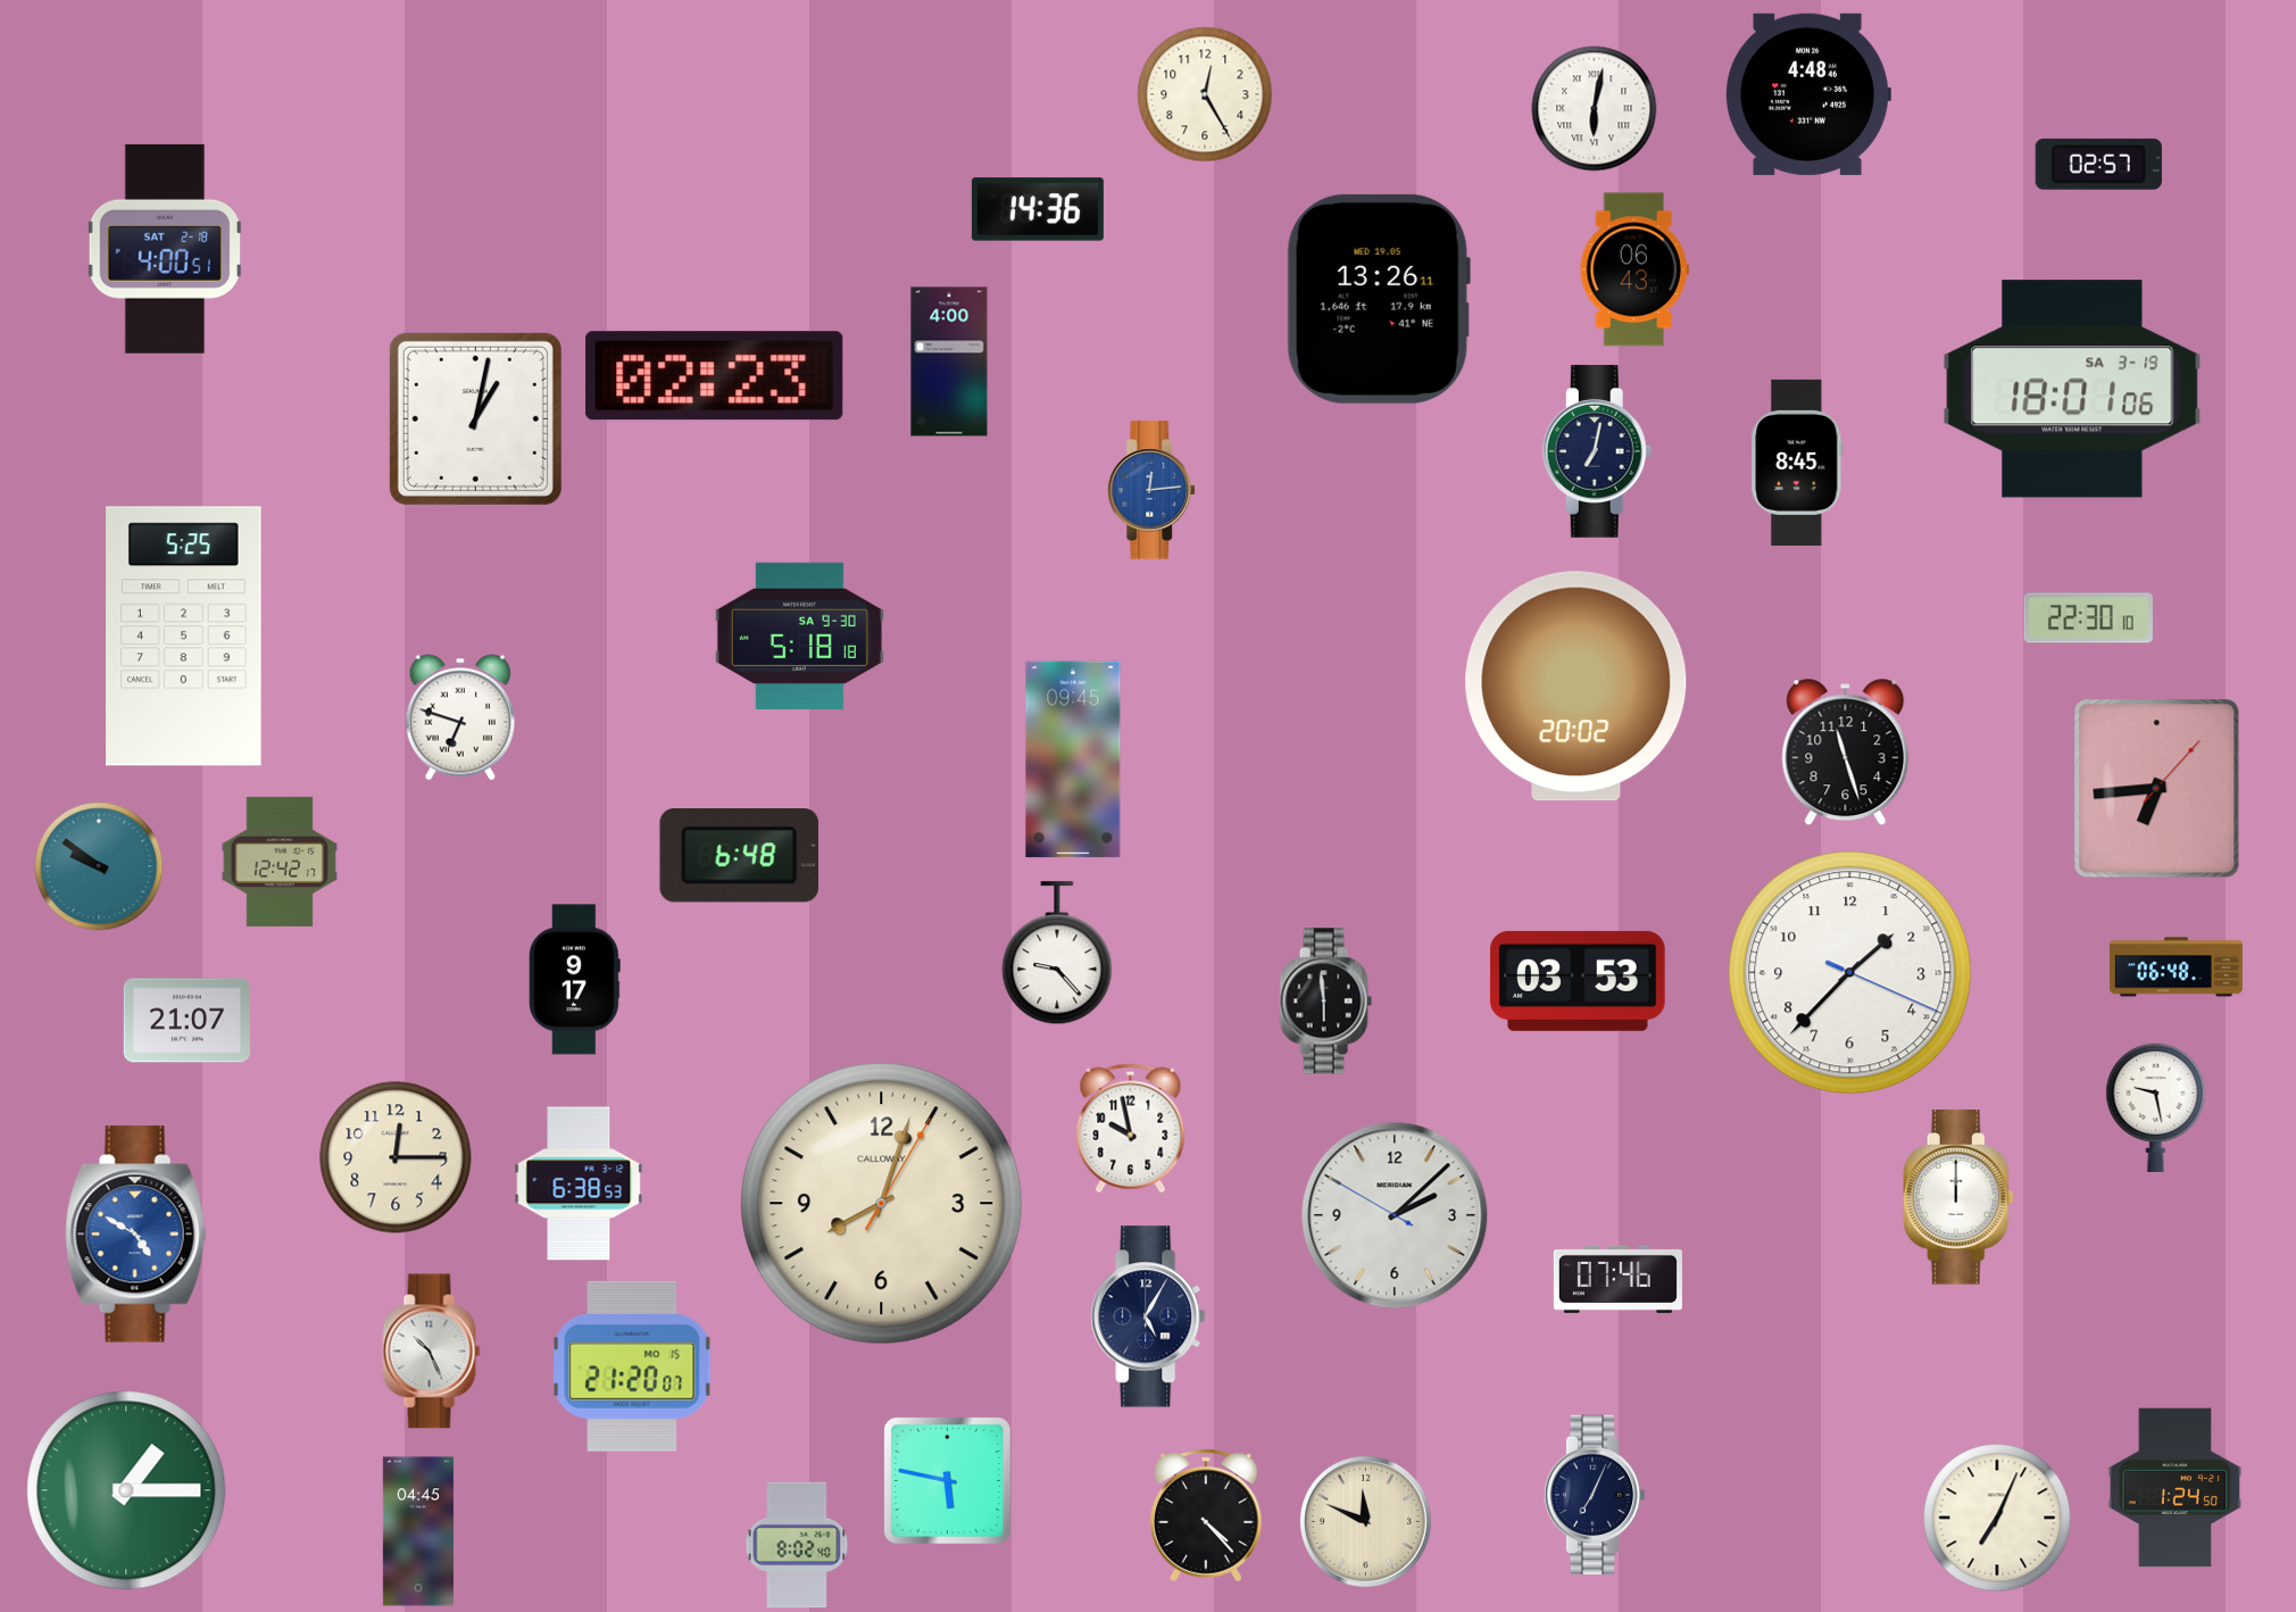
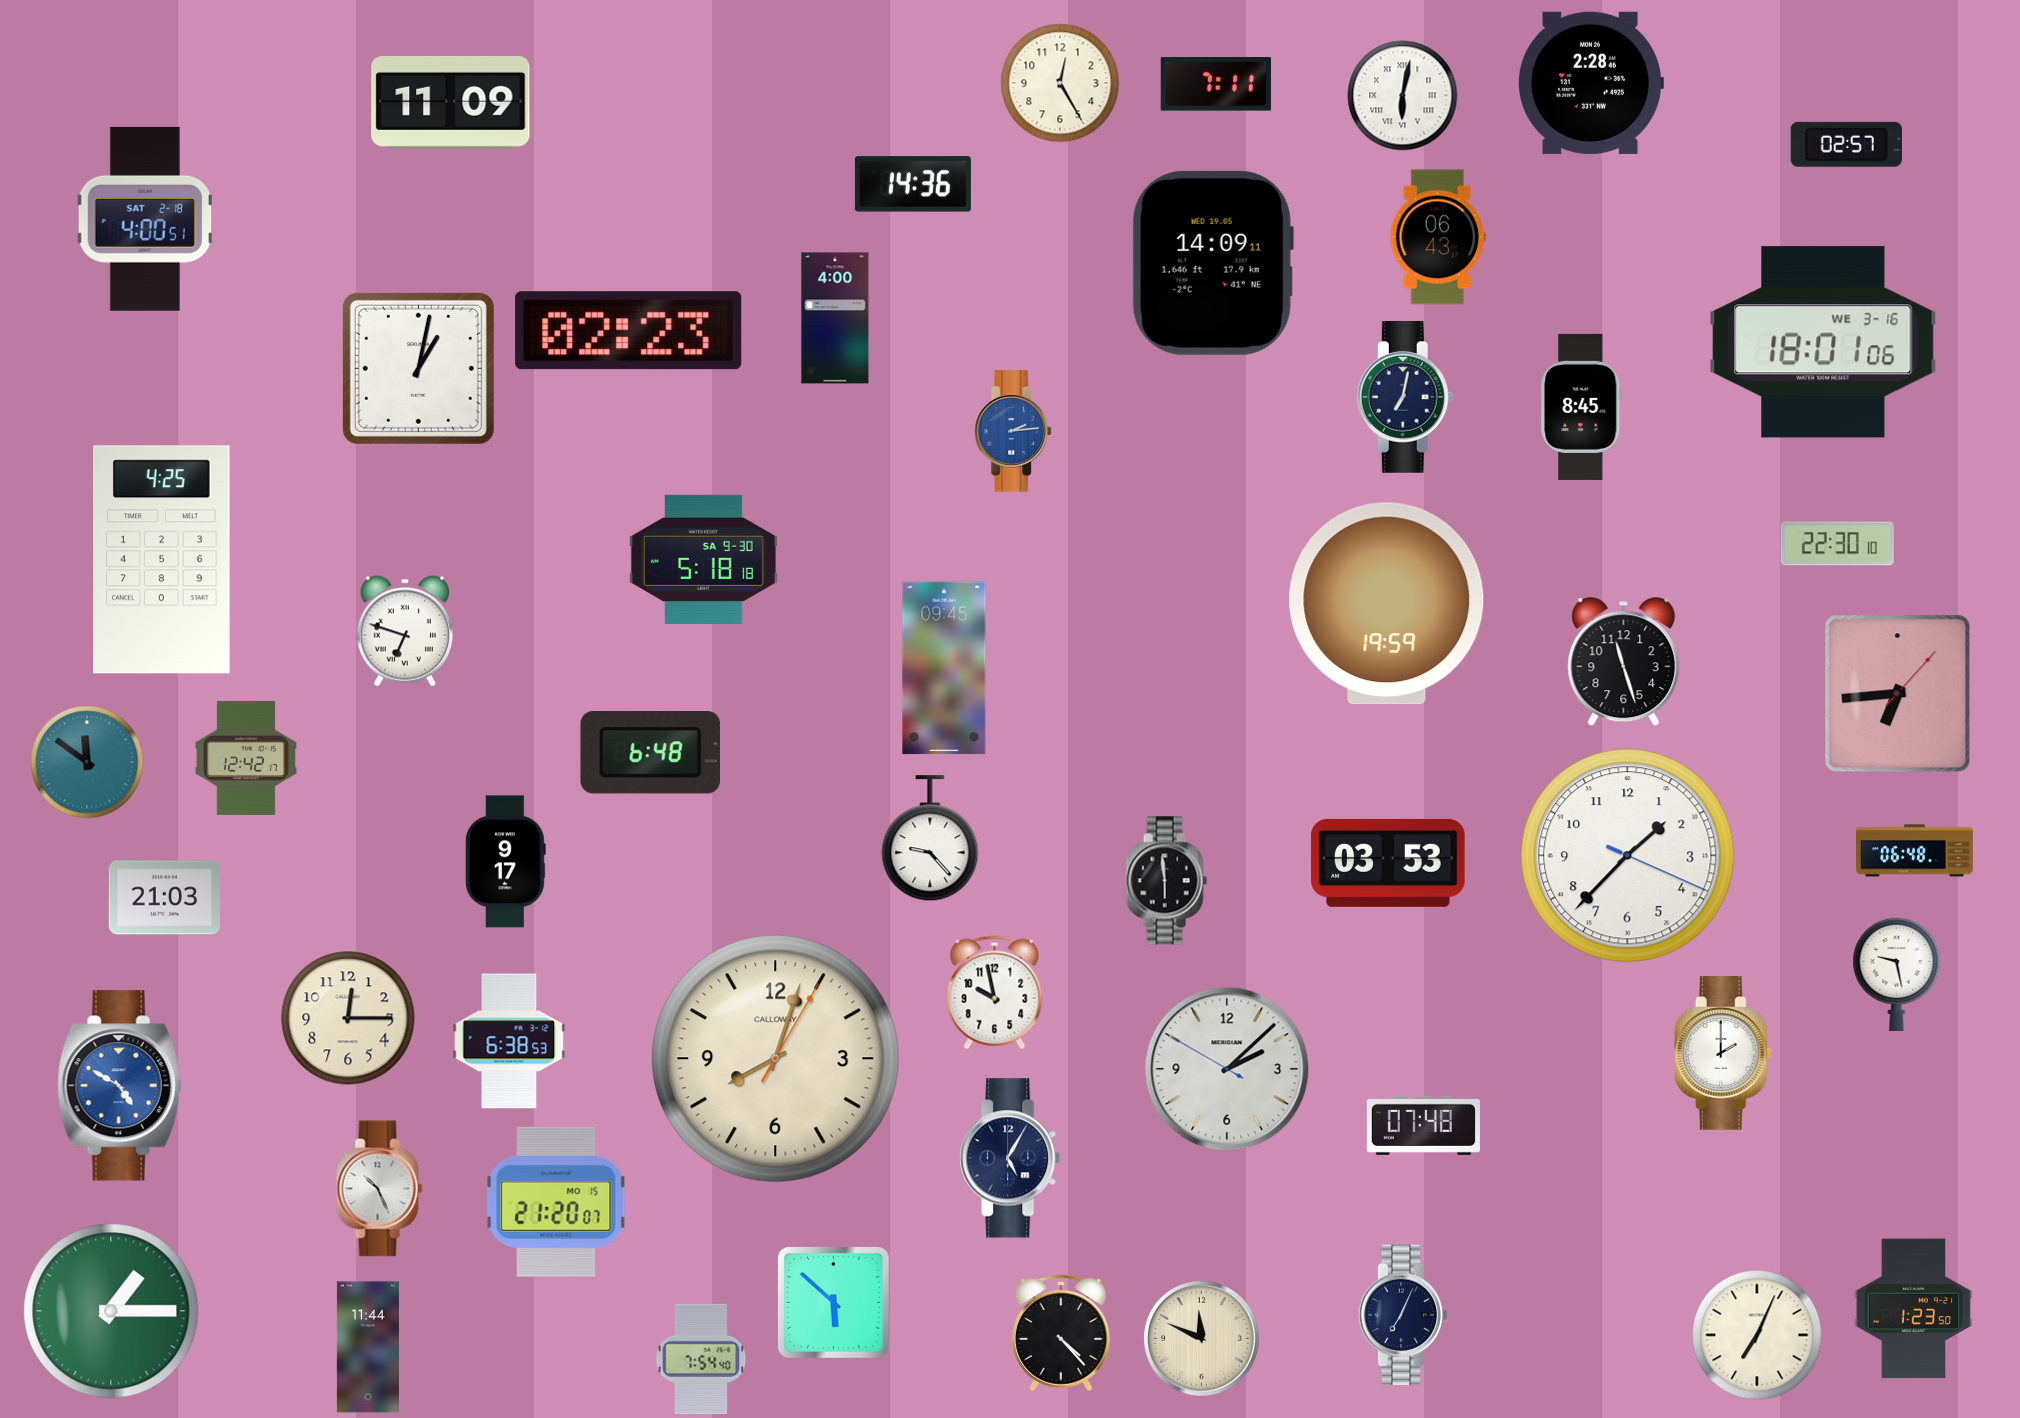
clock at (1807, 94): 4:48 -> 2:28
clock at (1216, 84): none -> 7:11
clock at (451, 102): none -> 11:09
clock at (1379, 299): 13:26 -> 14:09
clock at (2072, 389) date: SA 3-19 -> WE 3-16
clock at (1153, 490): 12:14 -> 2:14
clock at (184, 637): 5:25 -> 4:25
clock at (1577, 687): 20:02 -> 19:59
clock at (99, 866): 9:51 -> 11:51
clock at (186, 1021): 21:07 -> 21:03
clock at (1958, 1197): 12:00 -> 2:00
clock at (1617, 1279): 07:46 -> 07:48
clock at (948, 1481): 5:47 -> 5:52
clock at (2176, 1488): 1:24 -> 1:23
clock at (418, 1531): 04:45 -> 11:44
clock at (797, 1545): 8:02 -> 7:54
